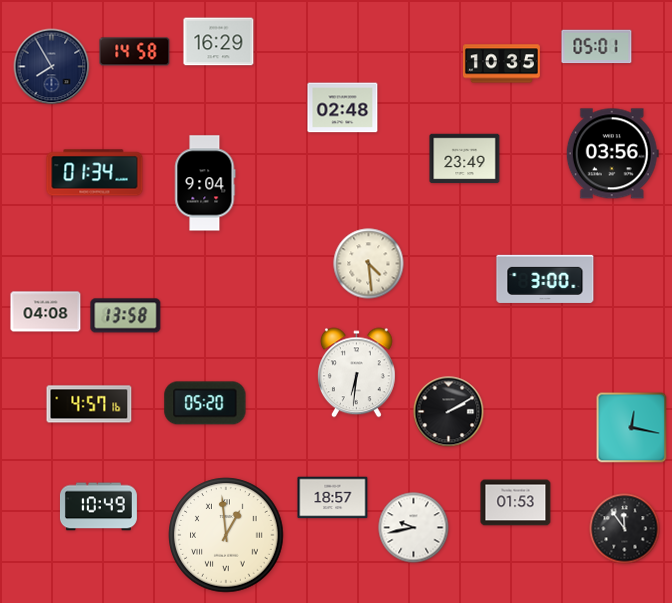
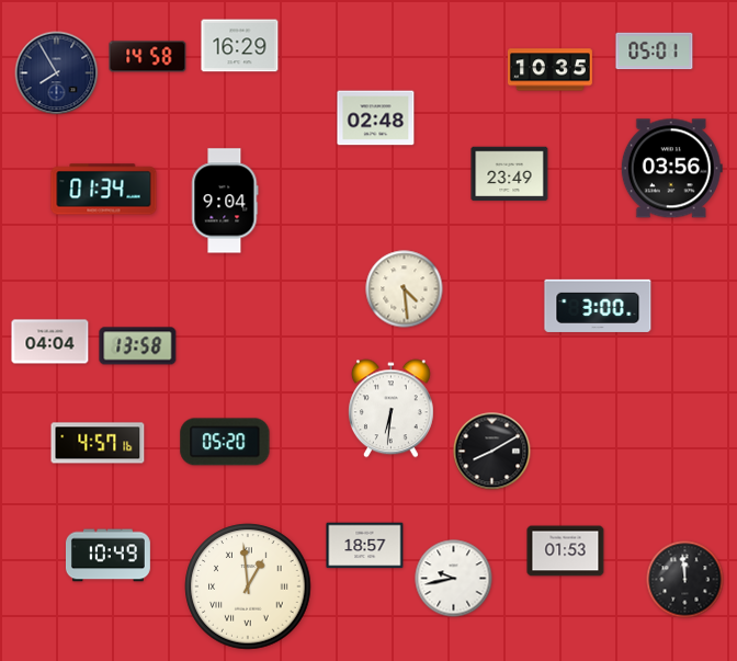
clock at (46, 312): 04:08 -> 04:04
clock at (449, 412): 2:10 -> 8:10
clock at (632, 428): 12:17 -> none
clock at (625, 529): 11:54 -> 11:59
